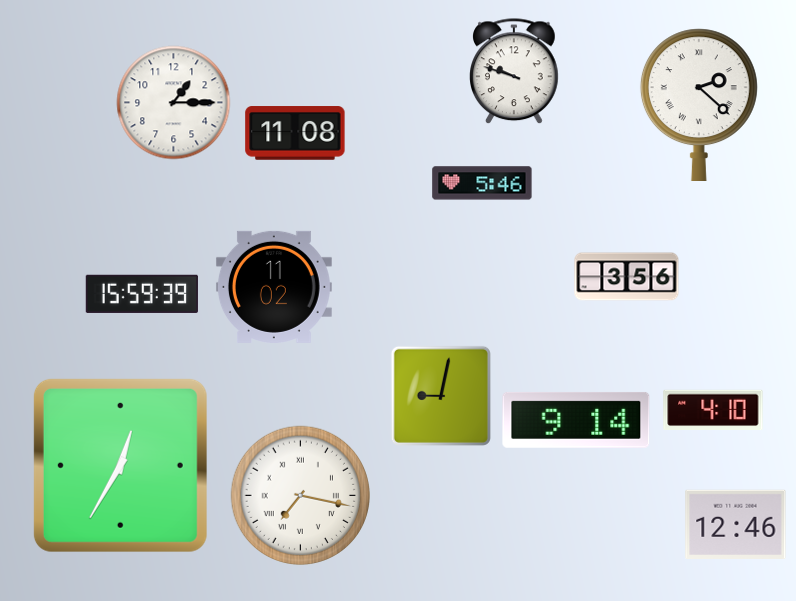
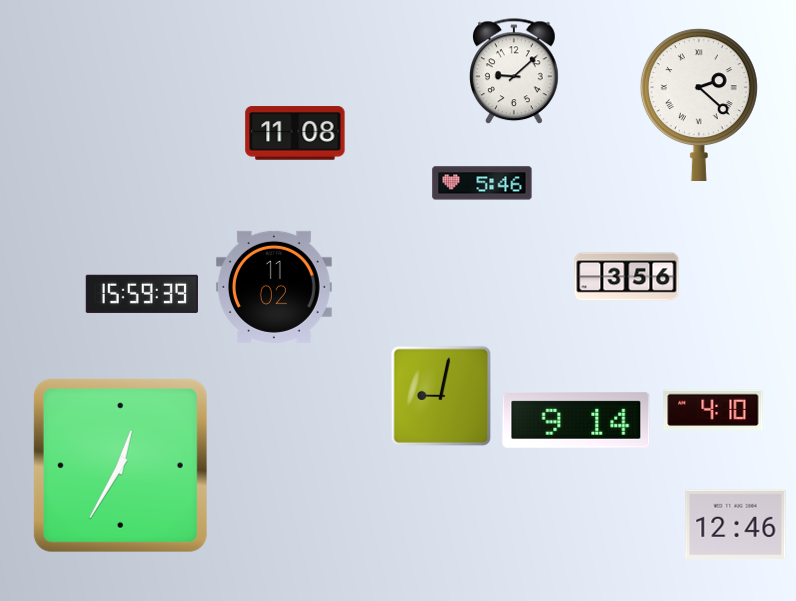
clock at (515, 72): 9:48 -> 9:08
clock at (174, 103): 1:15 -> none
clock at (300, 495): 7:17 -> none
